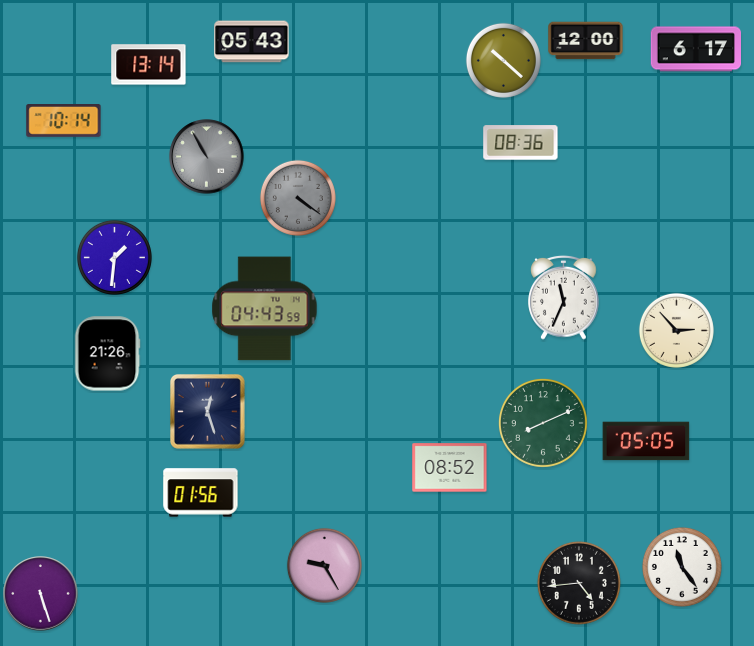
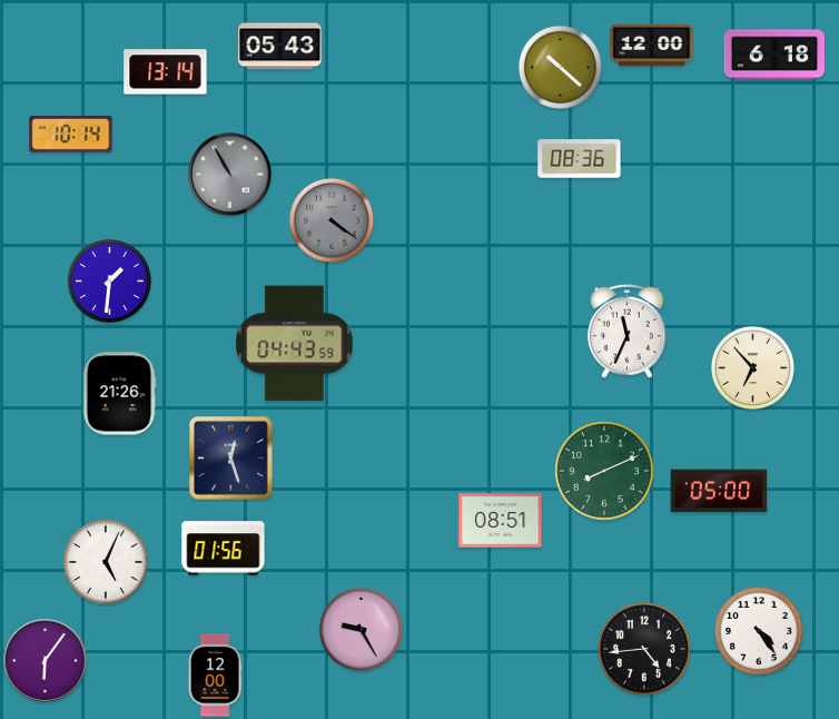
clock at (695, 49): 6:17 -> 6:18
clock at (114, 257) position: (114, 257) -> (109, 280)
clock at (676, 330): 2:53 -> 6:53
clock at (646, 441): 05:05 -> 05:00
clock at (450, 468): 08:52 -> 08:51
clock at (106, 562): none -> 5:04
clock at (682, 567): 11:24 -> 4:24
clock at (41, 594): 5:27 -> 6:06
clock at (215, 676): none -> 12:00
